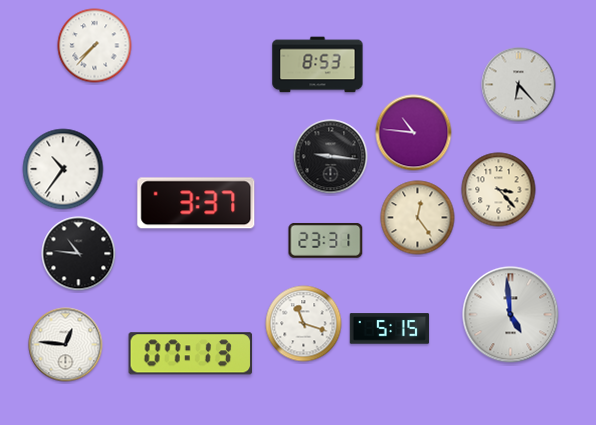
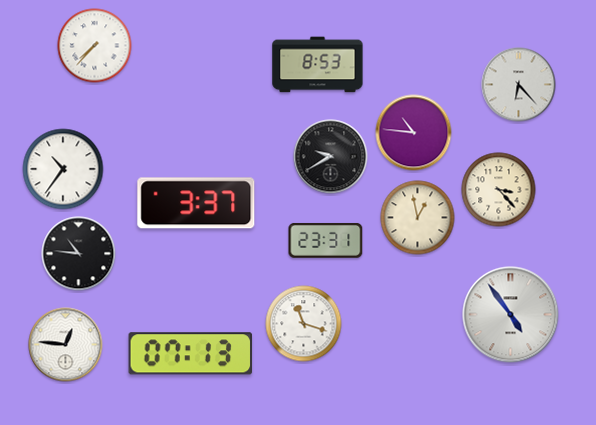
clock at (331, 157): 9:16 -> 9:40
clock at (418, 218): 12:24 -> 12:58
clock at (511, 315): 4:59 -> 4:54
clock at (390, 329): 5:15 -> none
